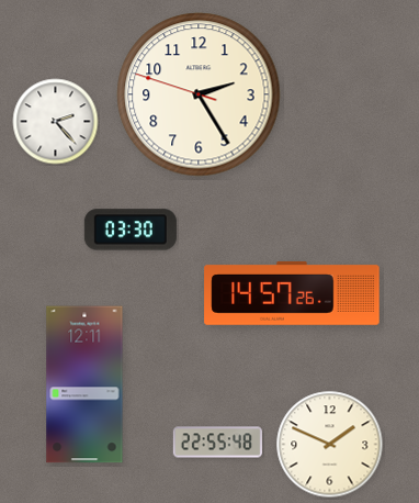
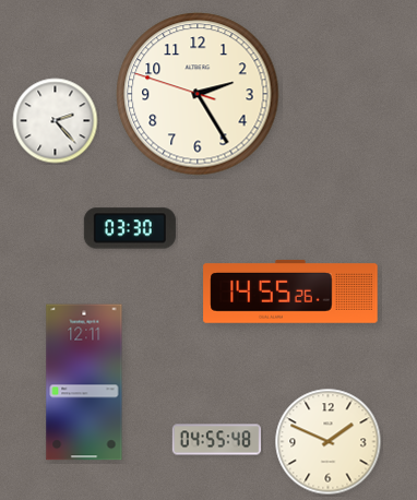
clock at (292, 293): 14:57 -> 14:55
clock at (218, 443): 22:55 -> 04:55
